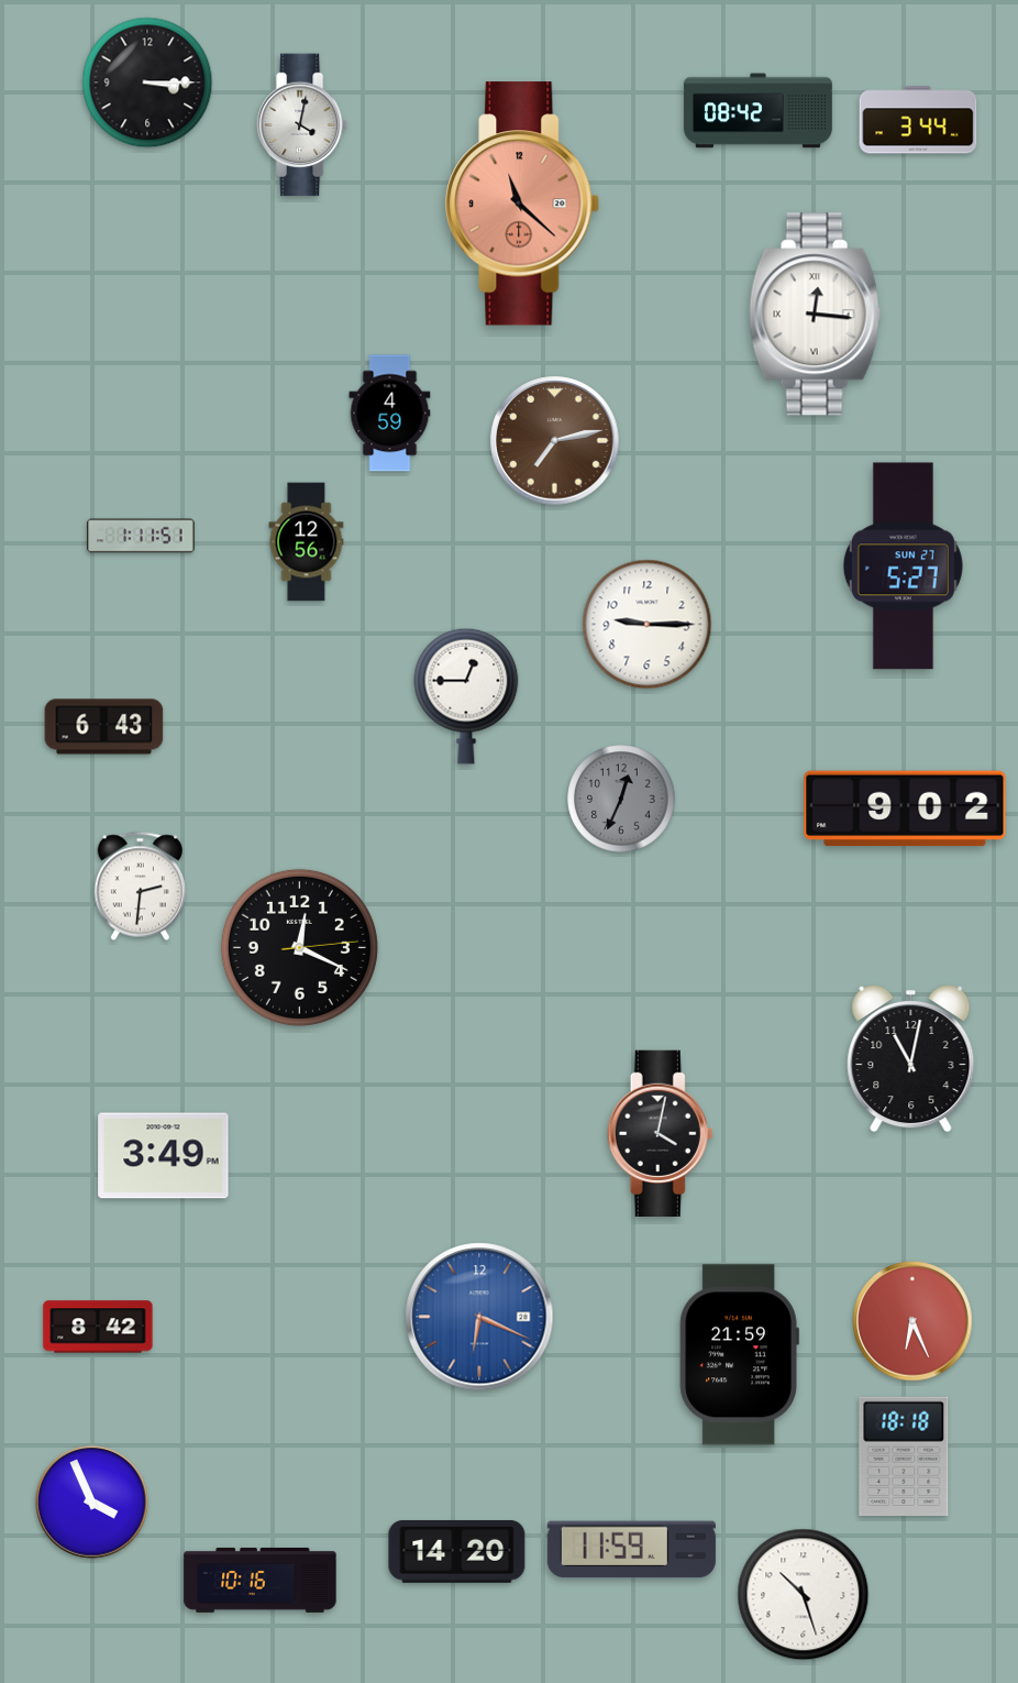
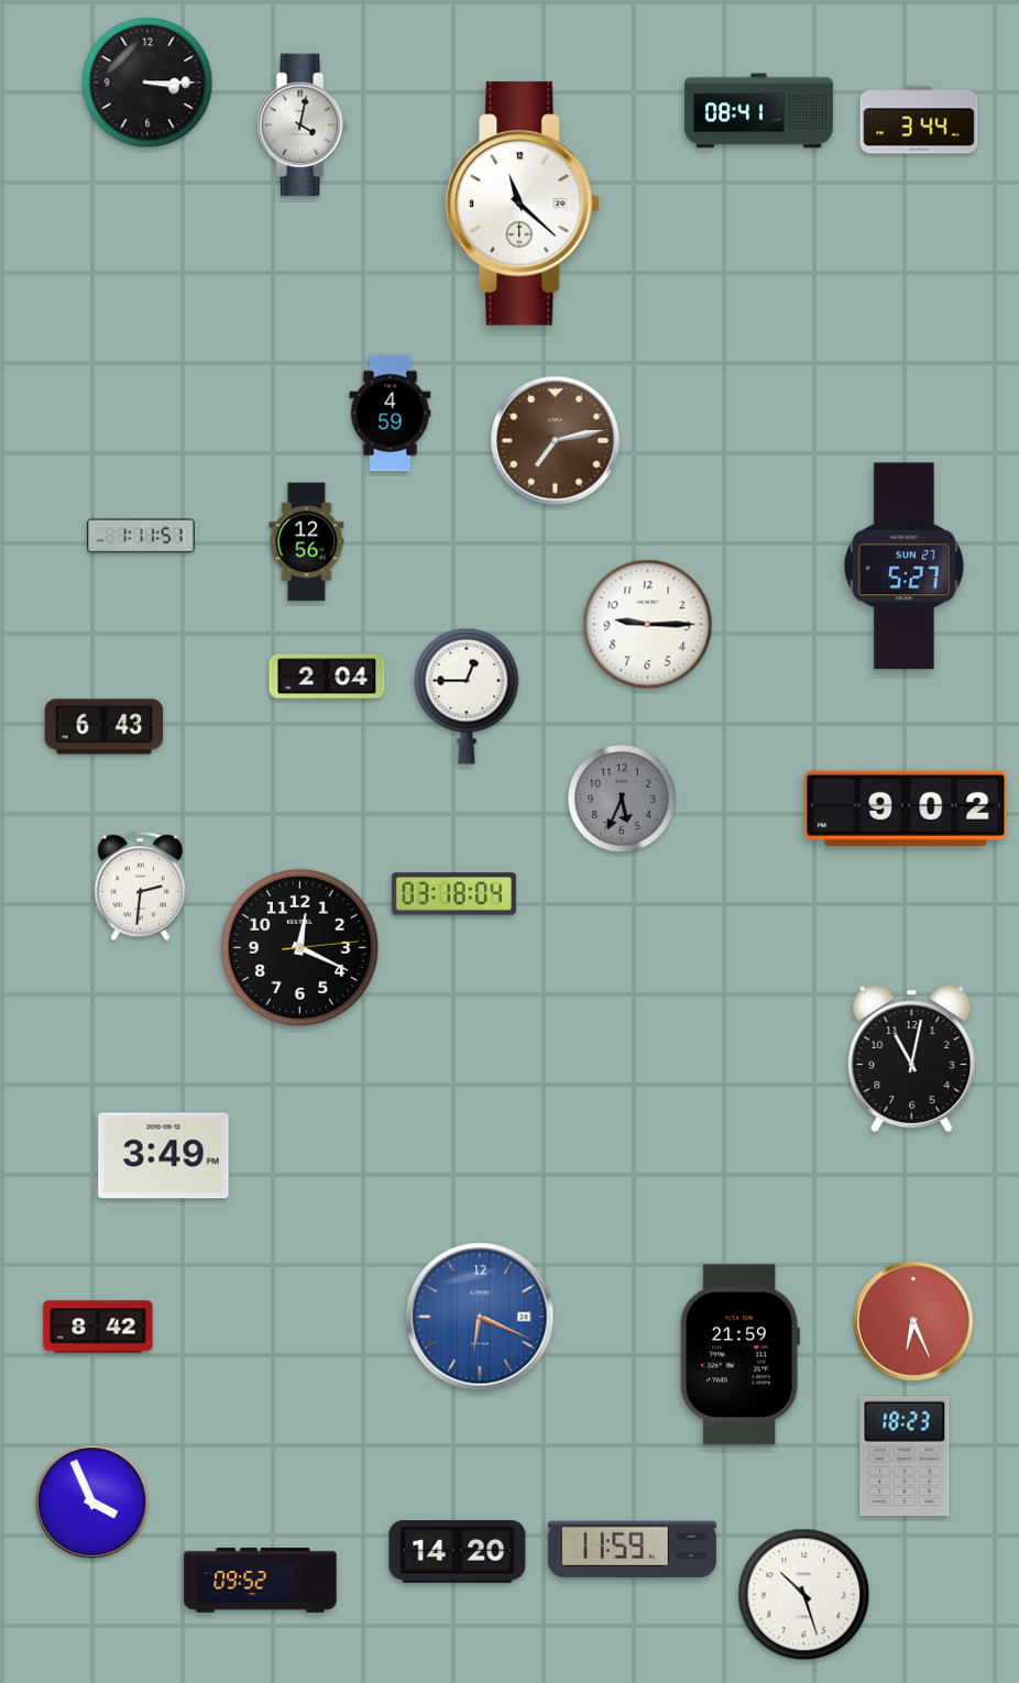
clock at (757, 111): 08:42 -> 08:41
clock at (523, 204) dial: salmon -> white
clock at (816, 315): 12:16 -> none
clock at (327, 676): none -> 2:04
clock at (621, 799): 12:34 -> 5:34
clock at (453, 894): none -> 03:18
clock at (661, 1133): 4:02 -> none
clock at (904, 1456): 18:18 -> 18:23
clock at (261, 1580): 10:16 -> 09:52
